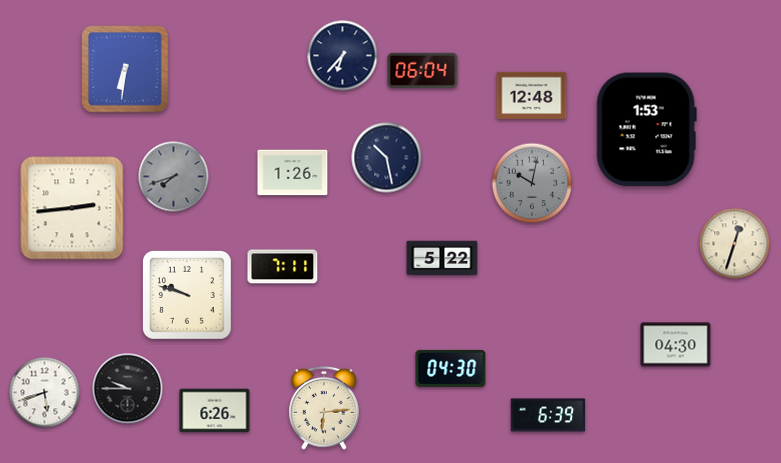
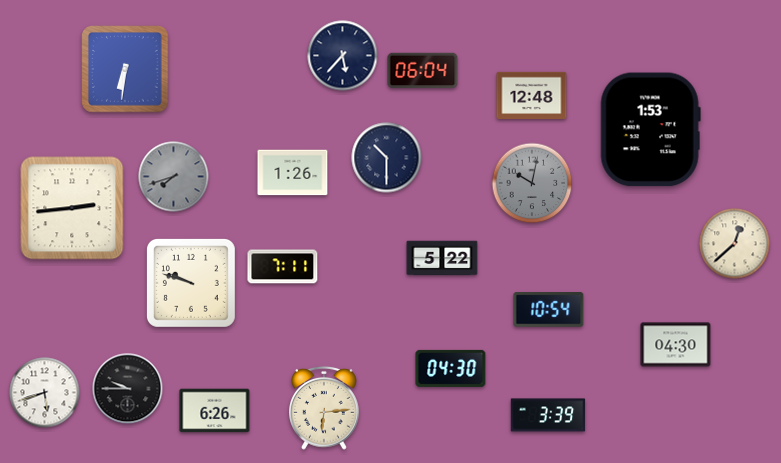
clock at (343, 56): 6:37 -> 5:37
clock at (646, 130) position: (646, 130) -> (650, 130)
clock at (387, 158): 10:28 -> 10:30
clock at (735, 244): 12:33 -> 12:38
clock at (187, 295) position: (187, 295) -> (191, 283)
clock at (549, 310): none -> 10:54
clock at (548, 415): 6:39 -> 3:39
